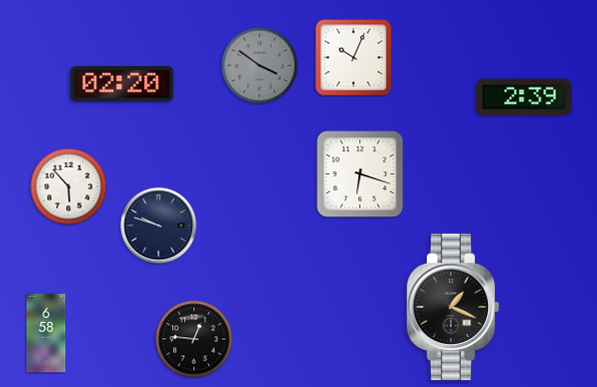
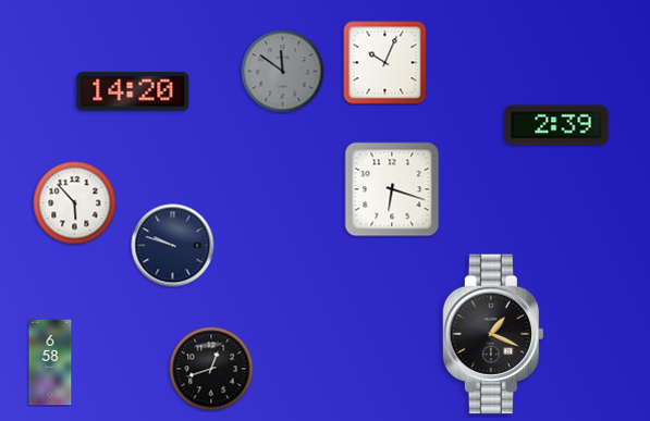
clock at (260, 66): 3:51 -> 11:51
clock at (122, 84): 02:20 -> 14:20
clock at (524, 97) position: (524, 97) -> (556, 125)
clock at (194, 339): 12:46 -> 12:42
